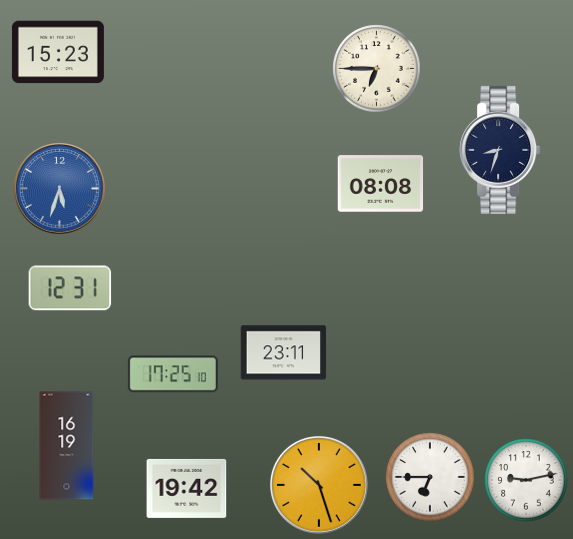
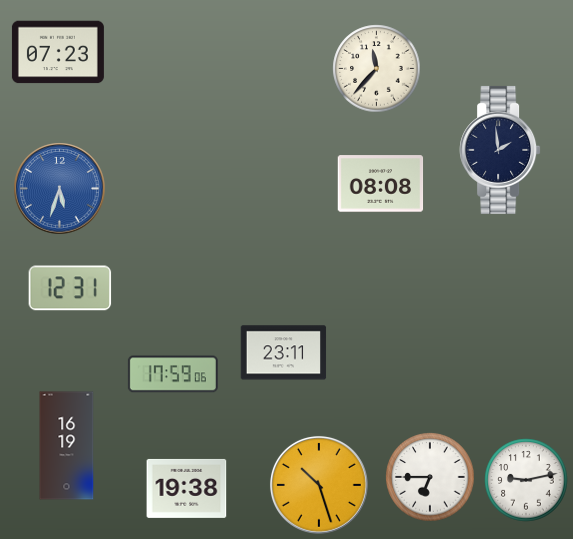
clock at (58, 52): 15:23 -> 07:23
clock at (377, 69): 6:45 -> 11:37
clock at (500, 150): 8:33 -> 1:59
clock at (173, 374): 17:25 -> 17:59
clock at (187, 488): 19:42 -> 19:38
